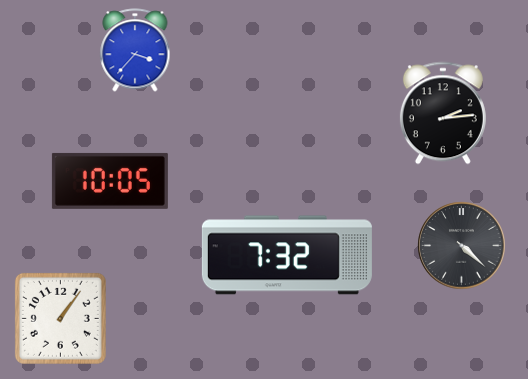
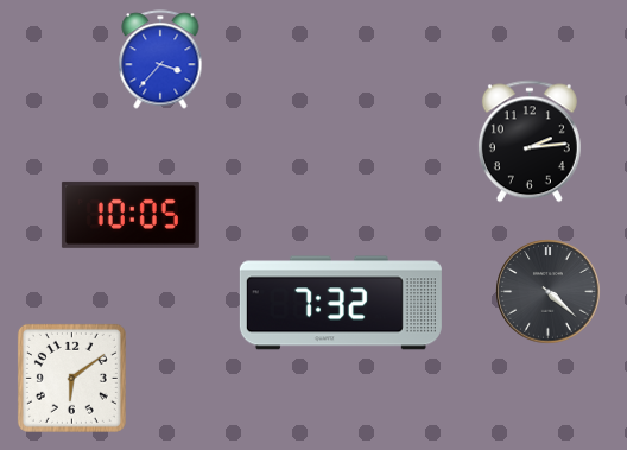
clock at (443, 113) position: (443, 113) -> (530, 141)
clock at (60, 318): 1:06 -> 6:09
